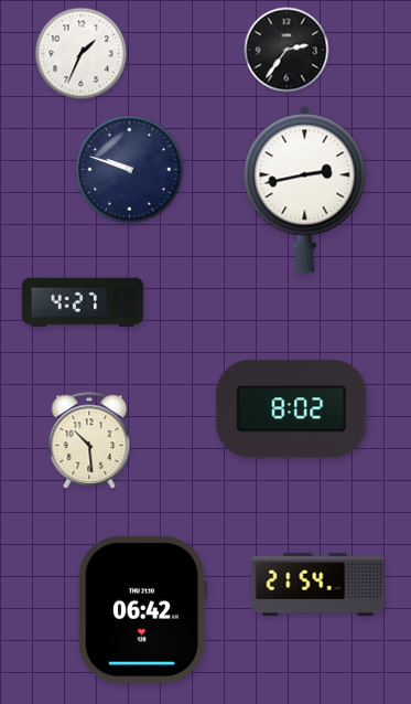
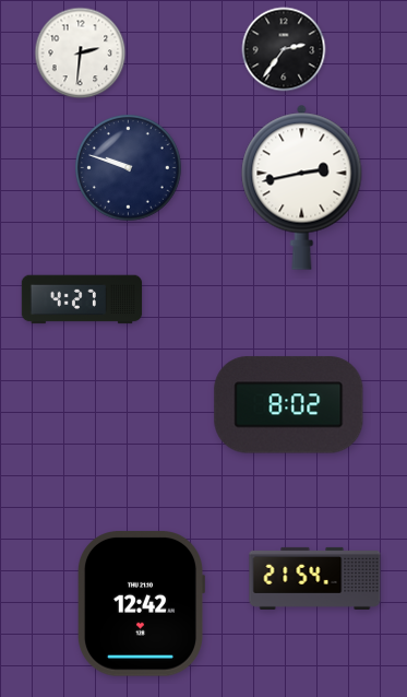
clock at (82, 54): 1:34 -> 2:31
clock at (89, 441): 10:29 -> none
clock at (141, 610): 06:42 -> 12:42
